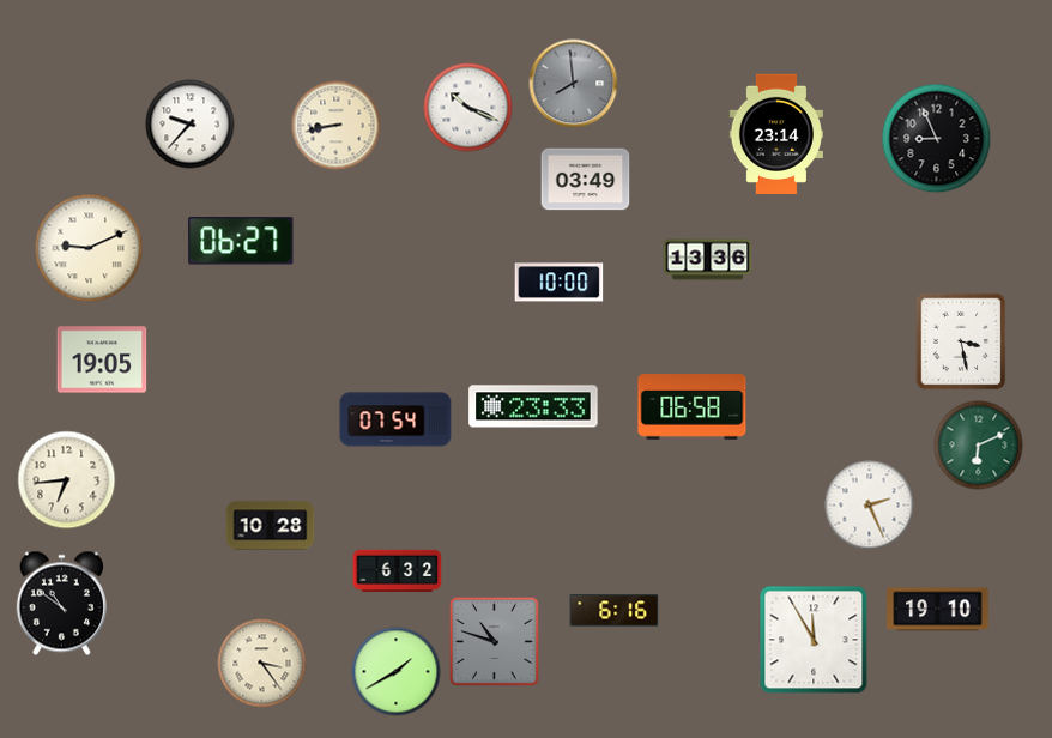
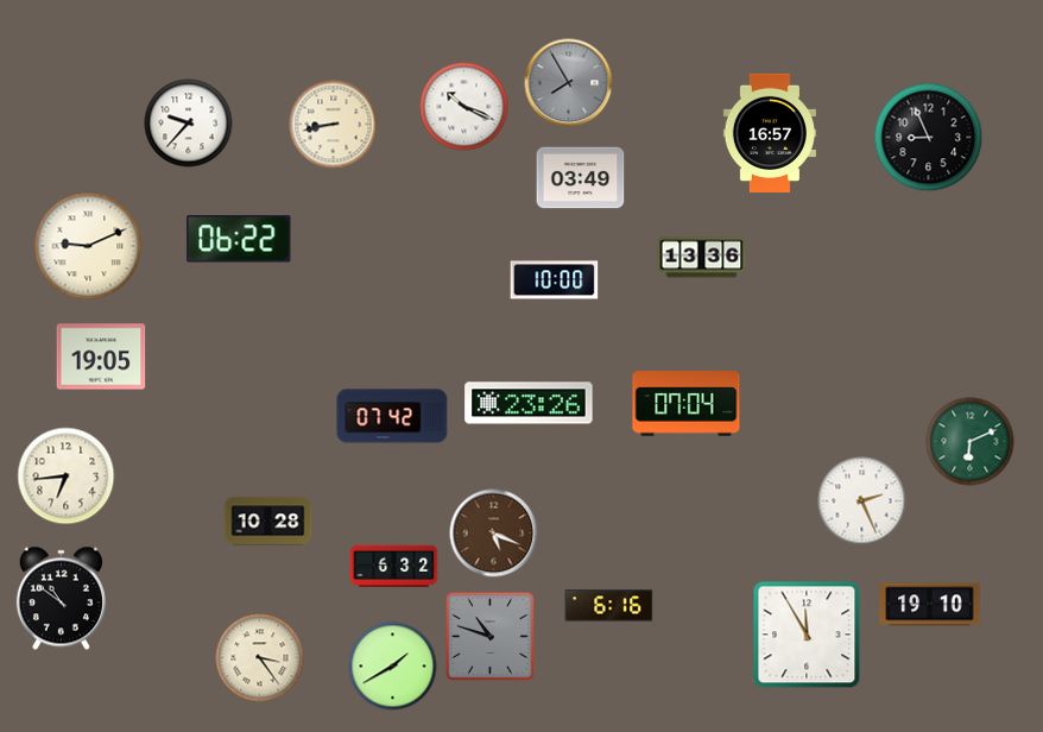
clock at (574, 84): 7:59 -> 7:55
clock at (776, 133): 23:14 -> 16:57
clock at (241, 241): 06:27 -> 06:22
clock at (961, 341): 3:28 -> none
clock at (533, 406): 23:33 -> 23:26
clock at (693, 407): 06:58 -> 07:04
clock at (395, 419): 07:54 -> 07:42
clock at (494, 534): none -> 5:19
